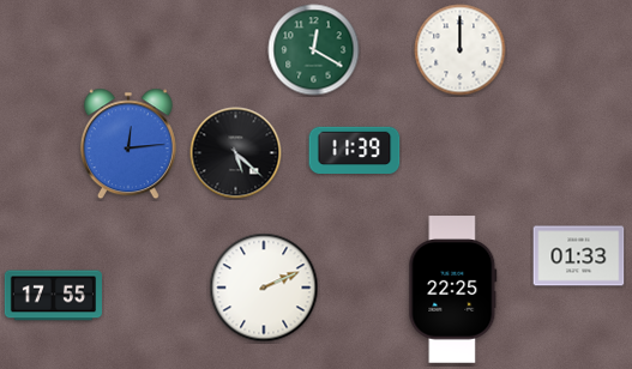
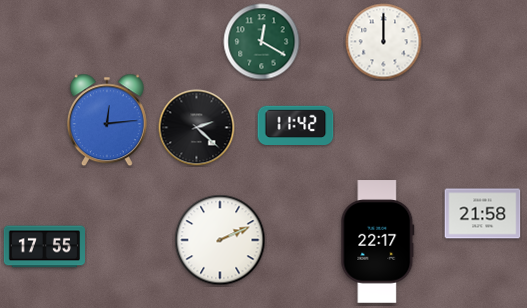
clock at (355, 151): 11:39 -> 11:42
clock at (236, 153): 5:22 -> 2:22
clock at (579, 256): 01:33 -> 21:58
clock at (453, 290): 22:25 -> 22:17
